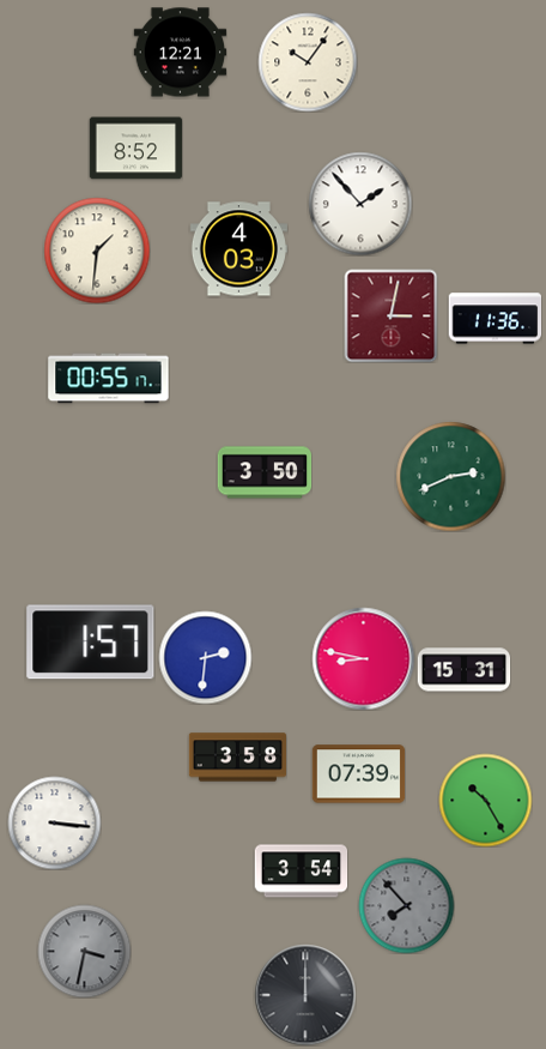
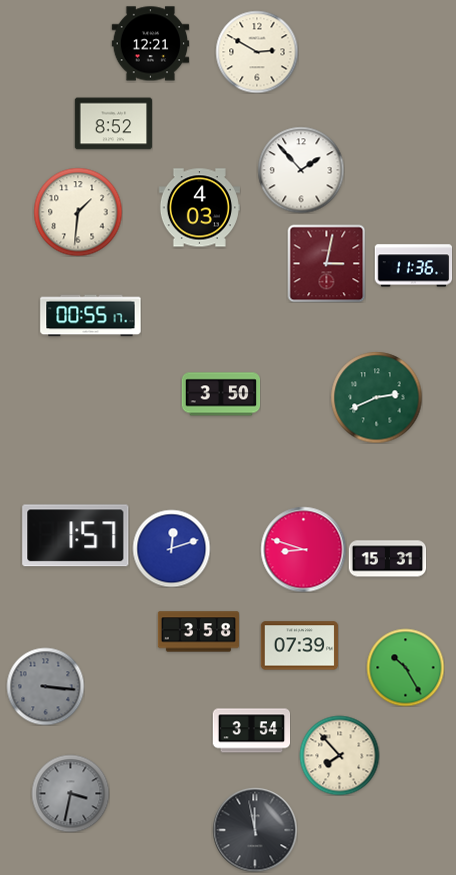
clock at (308, 62): 10:06 -> 2:50
clock at (97, 251) position: (97, 251) -> (78, 212)
clock at (205, 657): 2:31 -> 12:12
clock at (363, 658): 8:47 -> 8:48
clock at (54, 822) dial: white -> grey
clock at (301, 872) position: (301, 872) -> (251, 731)
clock at (406, 905) dial: grey -> cream
clock at (305, 995): 12:00 -> 11:58
